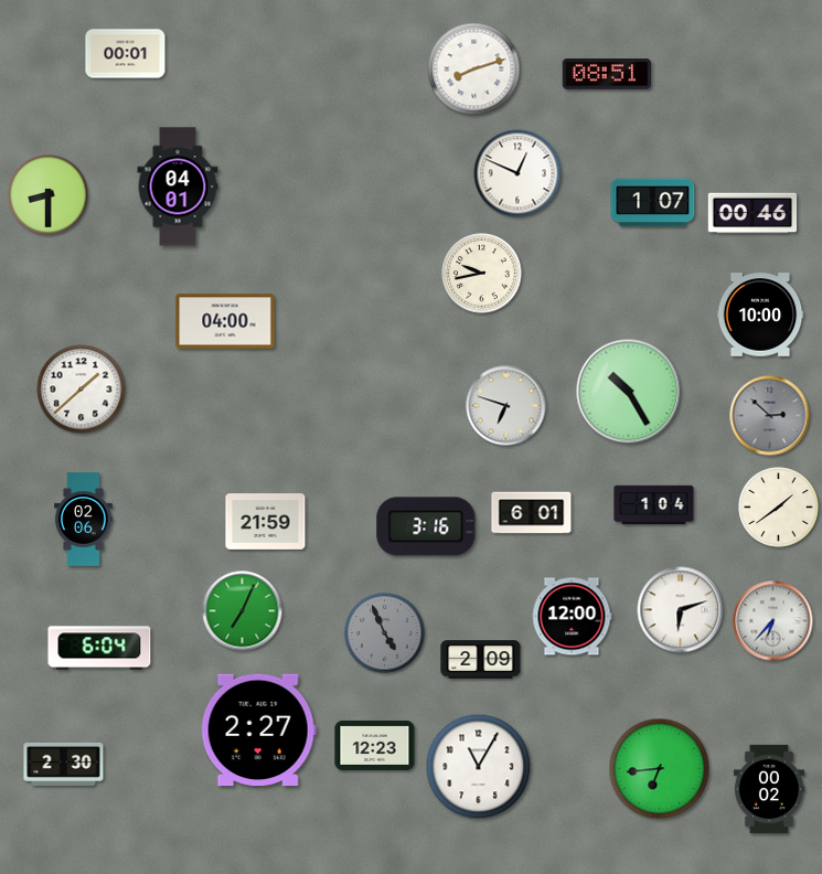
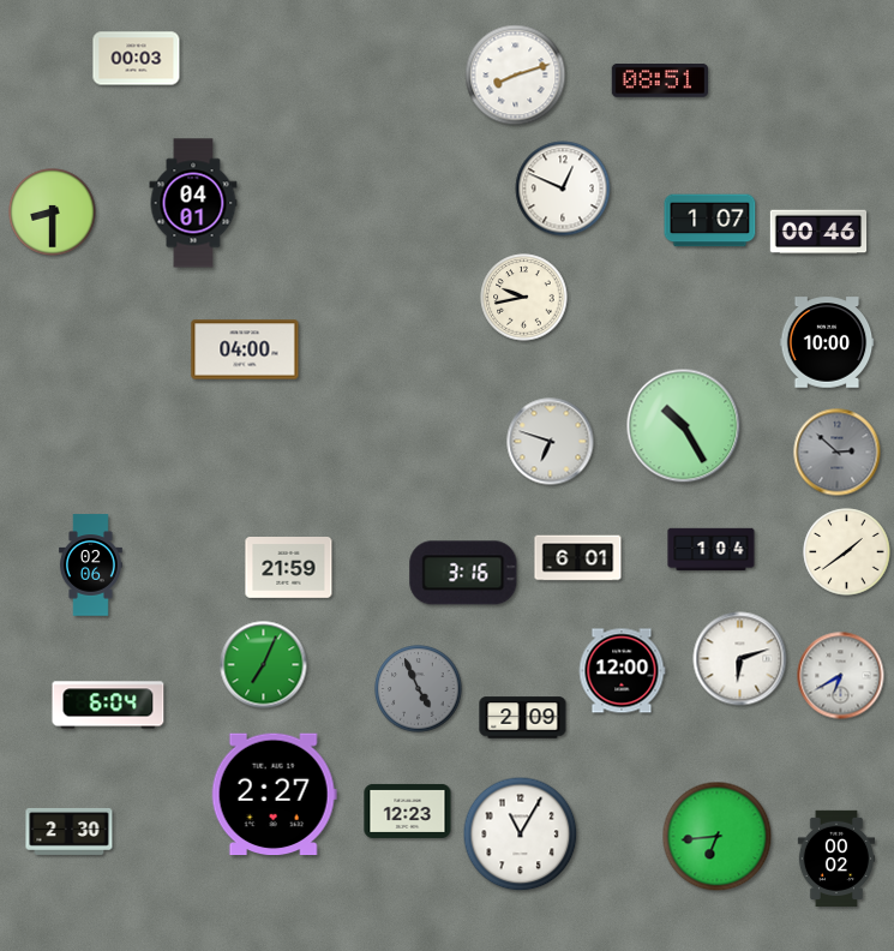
clock at (126, 54): 00:01 -> 00:03
clock at (82, 390): 1:38 -> none
clock at (681, 610) position: (681, 610) -> (740, 659)
clock at (773, 621): 6:37 -> 6:40
clock at (258, 731) position: (258, 731) -> (274, 795)
